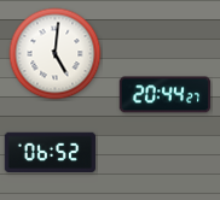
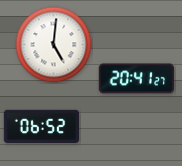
clock at (56, 54) position: (56, 54) -> (54, 45)
clock at (164, 95): 20:44 -> 20:41
